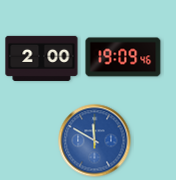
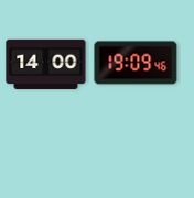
clock at (42, 58): 2:00 -> 14:00
clock at (95, 141): 11:50 -> none
